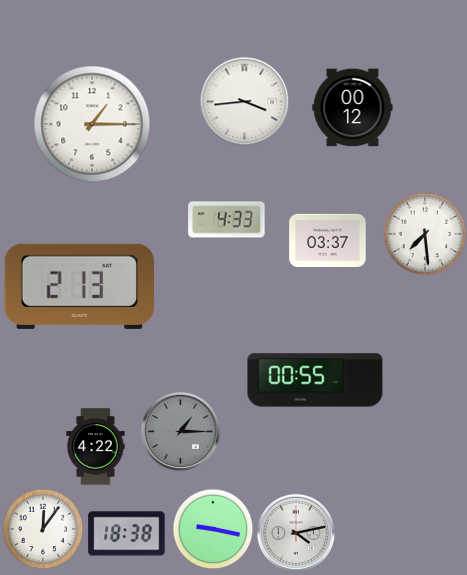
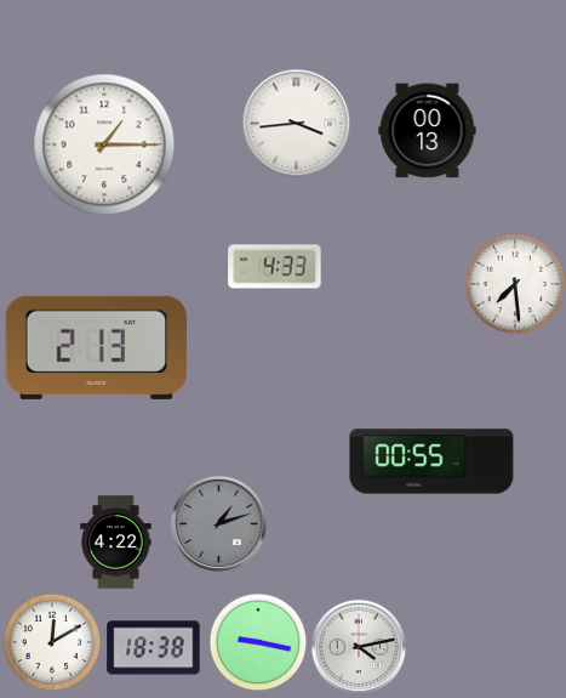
clock at (353, 108): 00:12 -> 00:13
clock at (92, 124) position: (92, 124) -> (104, 144)
clock at (328, 240): 03:37 -> none
clock at (315, 380) position: (315, 380) -> (431, 461)
clock at (180, 431): 1:15 -> 1:12
clock at (43, 529): 12:06 -> 12:10
